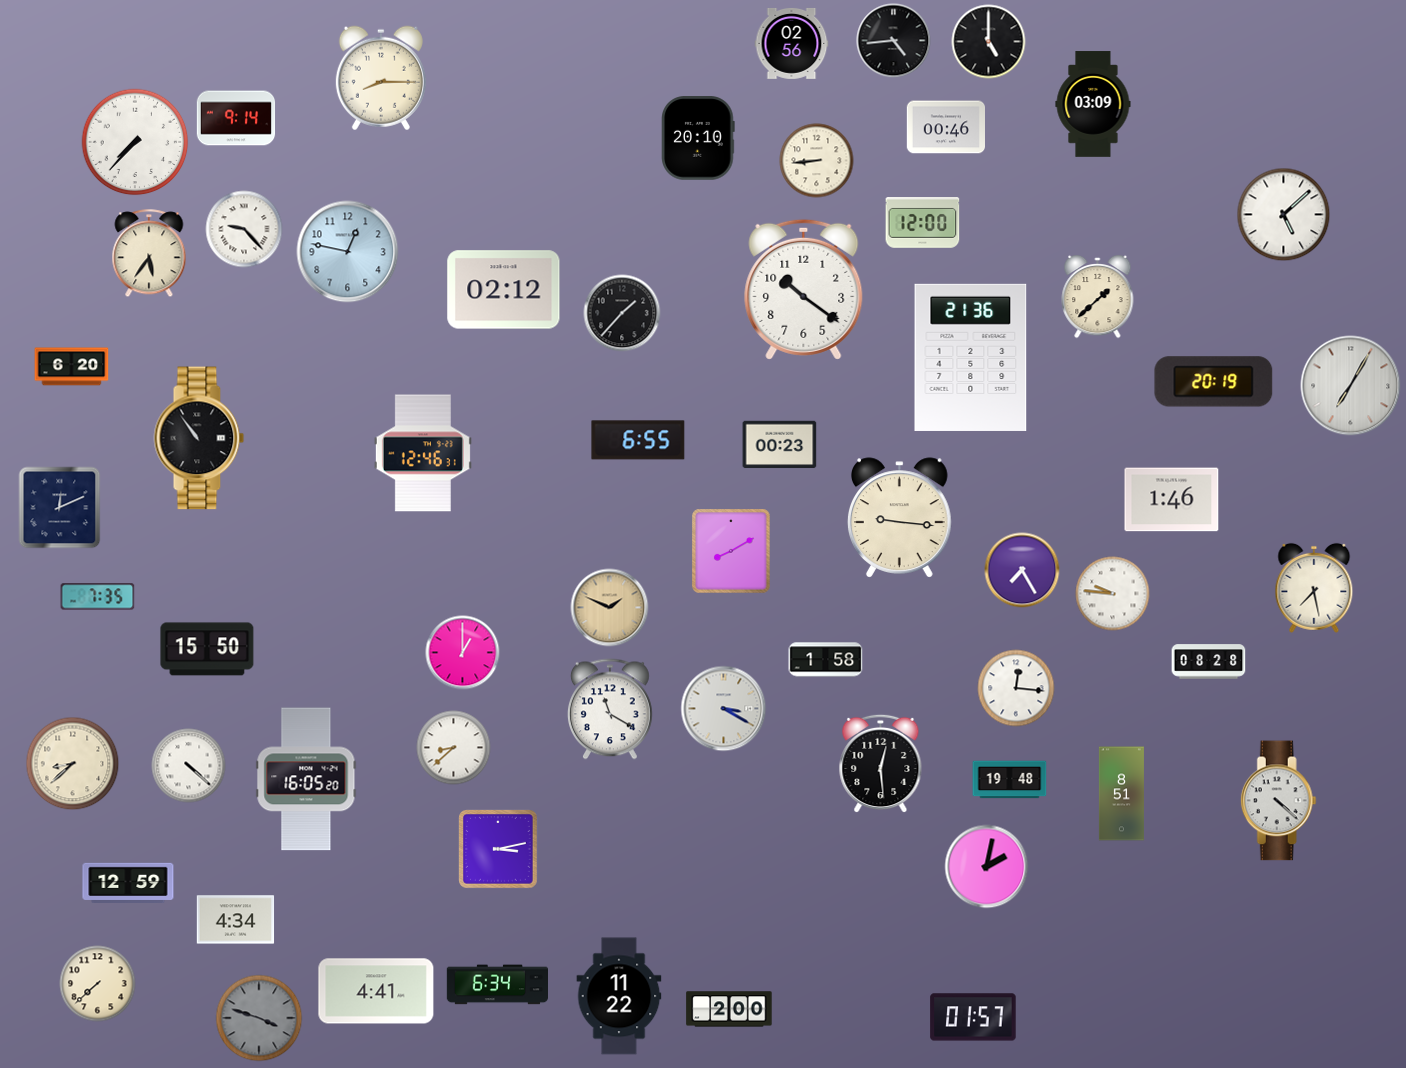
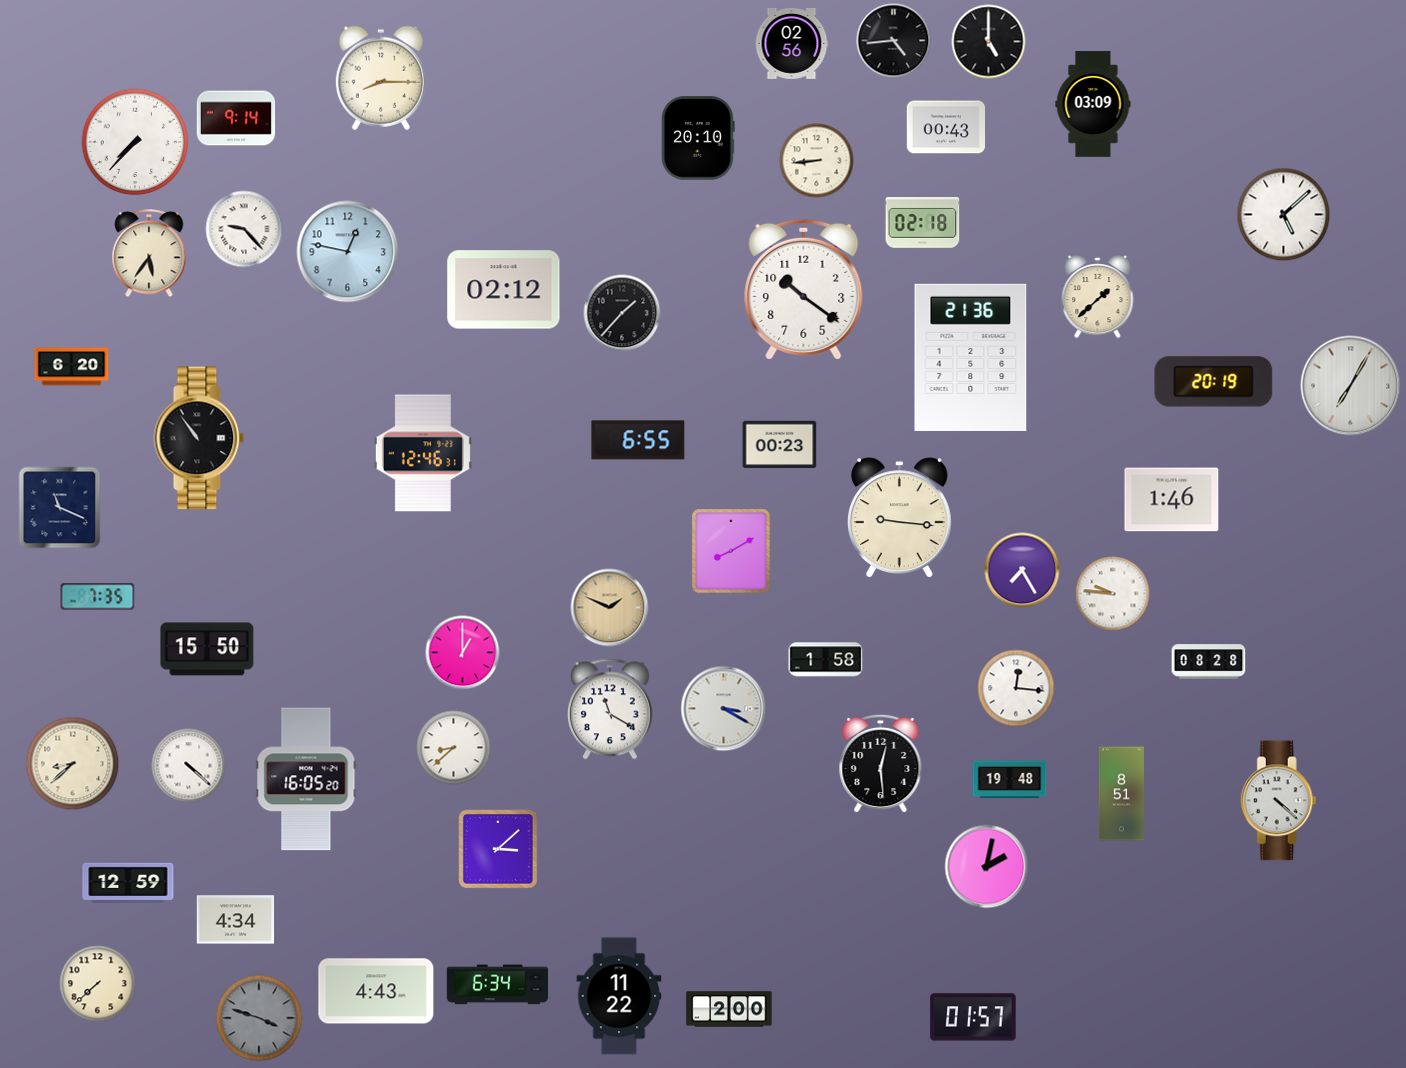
clock at (946, 127): 00:46 -> 00:43
clock at (923, 223): 12:00 -> 02:18
clock at (60, 508): 12:11 -> 11:19
clock at (1314, 588): 7:28 -> none
clock at (499, 850): 3:13 -> 3:08
clock at (376, 991): 4:41 -> 4:43
